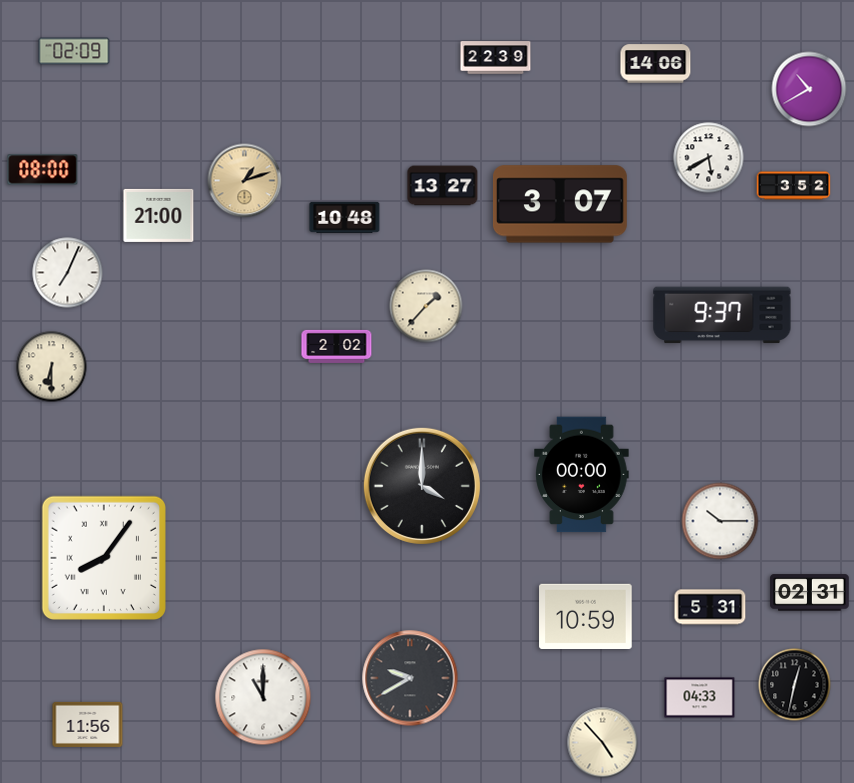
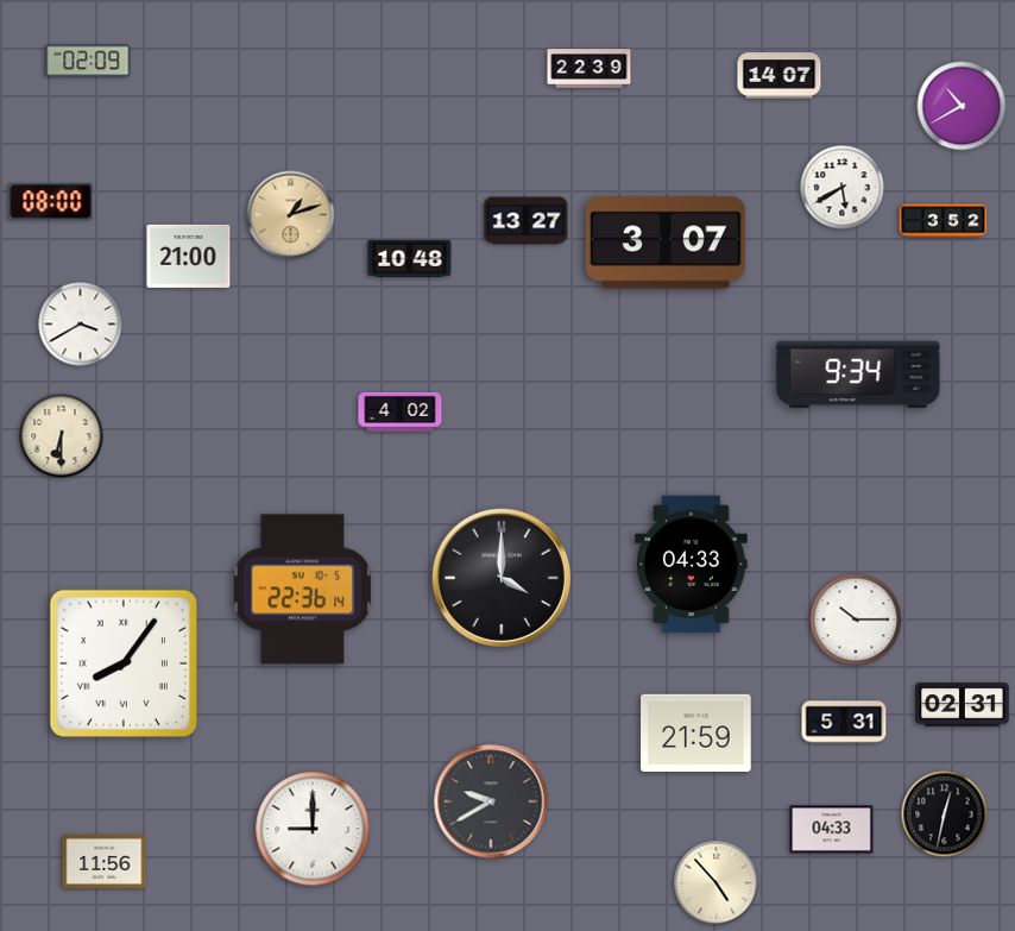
clock at (656, 64): 14:06 -> 14:07
clock at (68, 273): 7:04 -> 3:40
clock at (426, 306): 1:37 -> none
clock at (722, 315): 9:37 -> 9:34
clock at (337, 346): 2:02 -> 4:02
clock at (582, 475): 00:00 -> 04:33
clock at (303, 590): none -> 22:36
clock at (586, 616): 10:59 -> 21:59
clock at (410, 678) position: (410, 678) -> (491, 801)
clock at (263, 697): 11:00 -> 9:00
